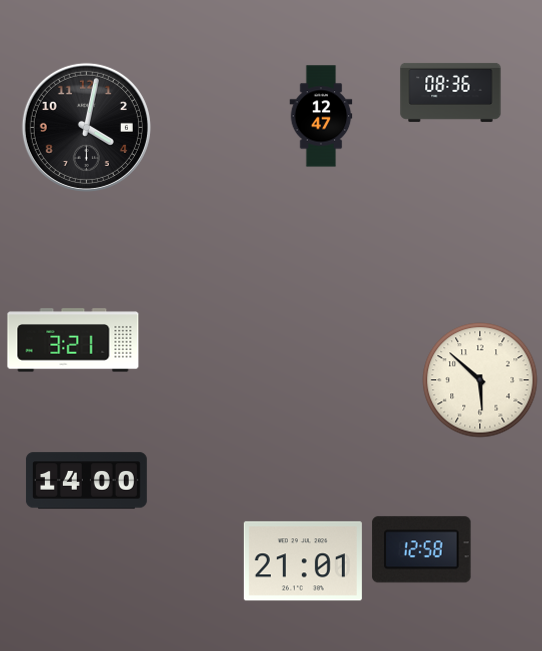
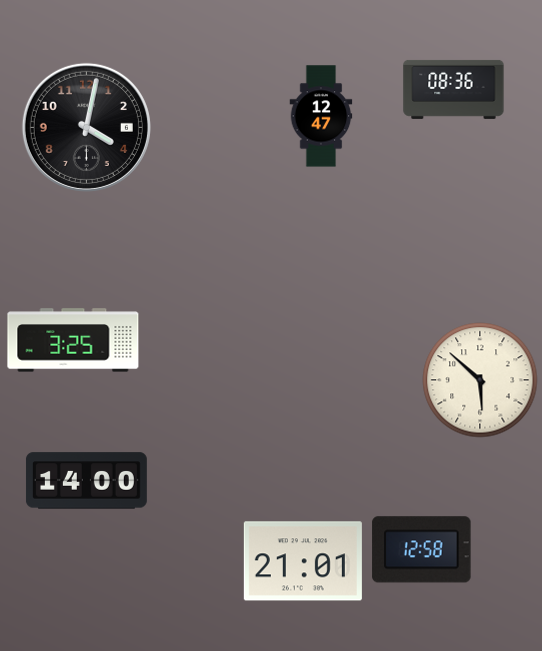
clock at (451, 92) position: (451, 92) -> (454, 89)
clock at (73, 340): 3:21 -> 3:25
